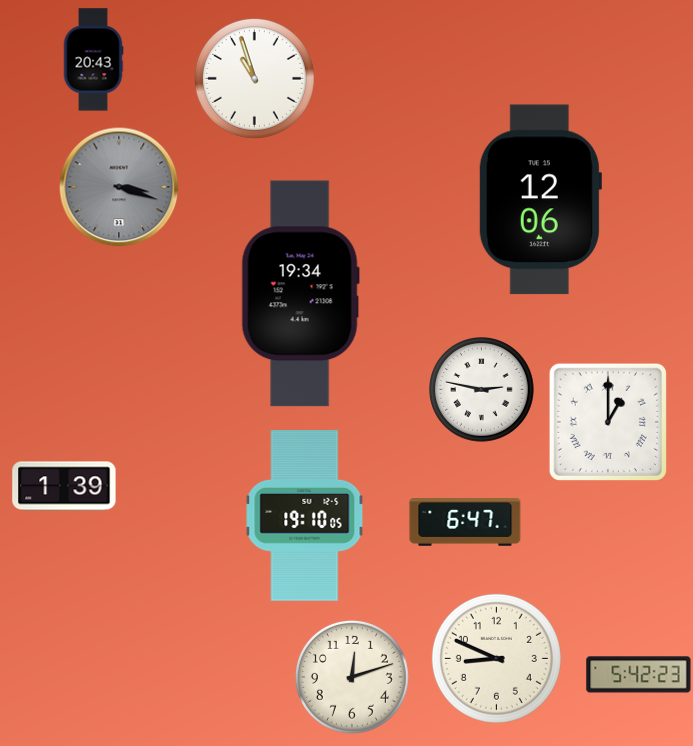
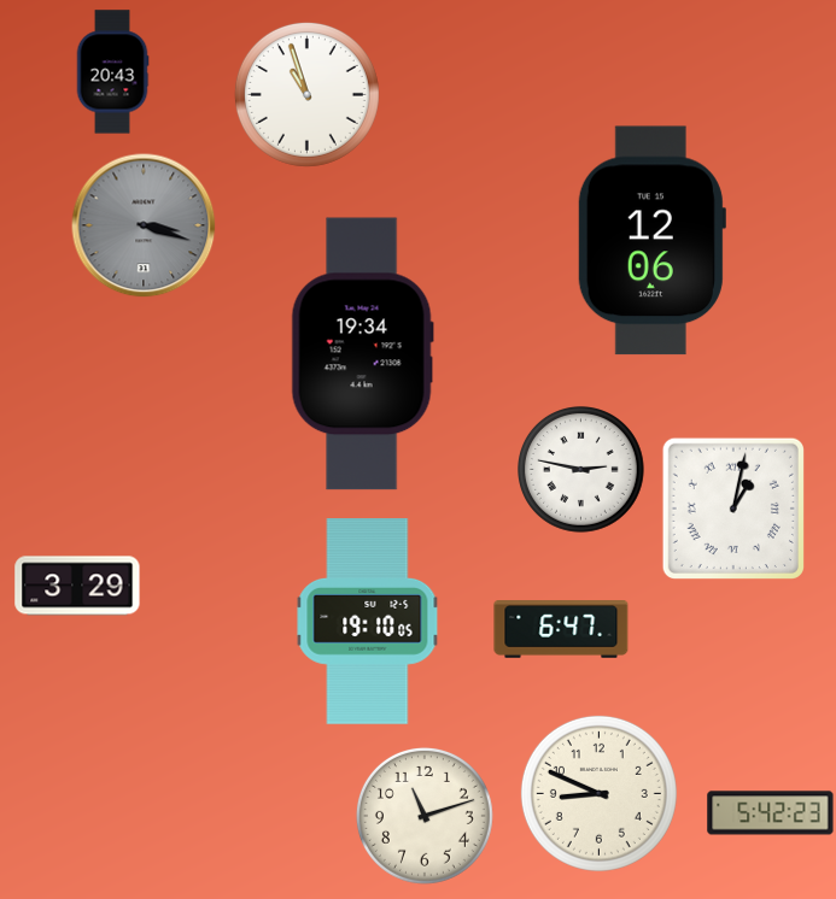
clock at (608, 422): 1:00 -> 1:02
clock at (64, 486): 1:39 -> 3:29
clock at (352, 677): 12:12 -> 11:12
